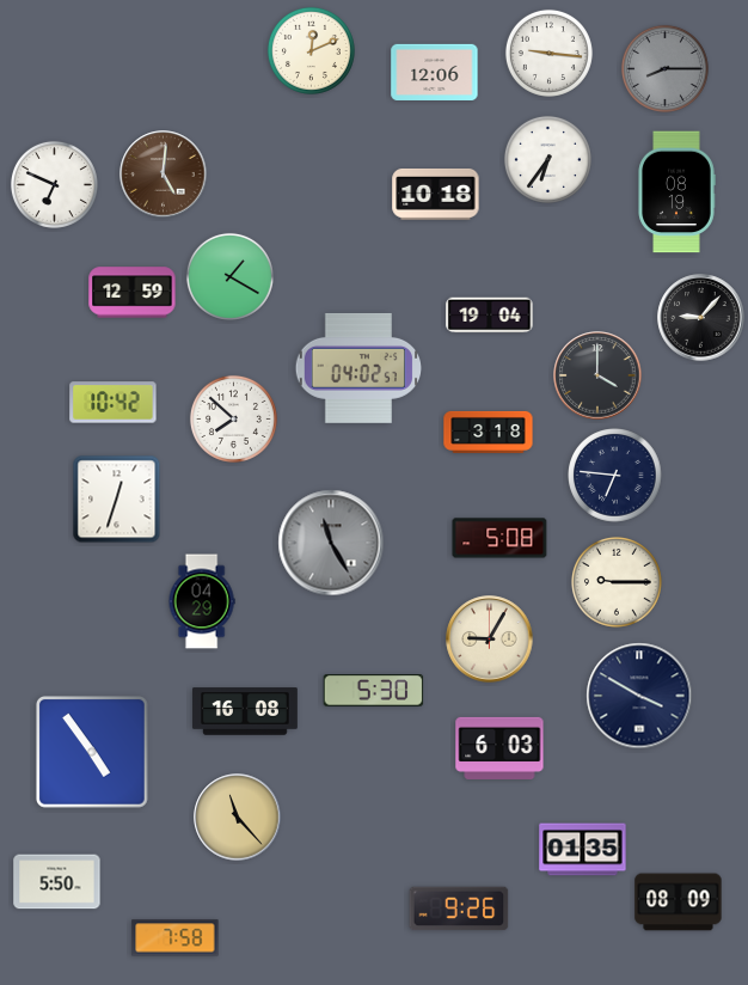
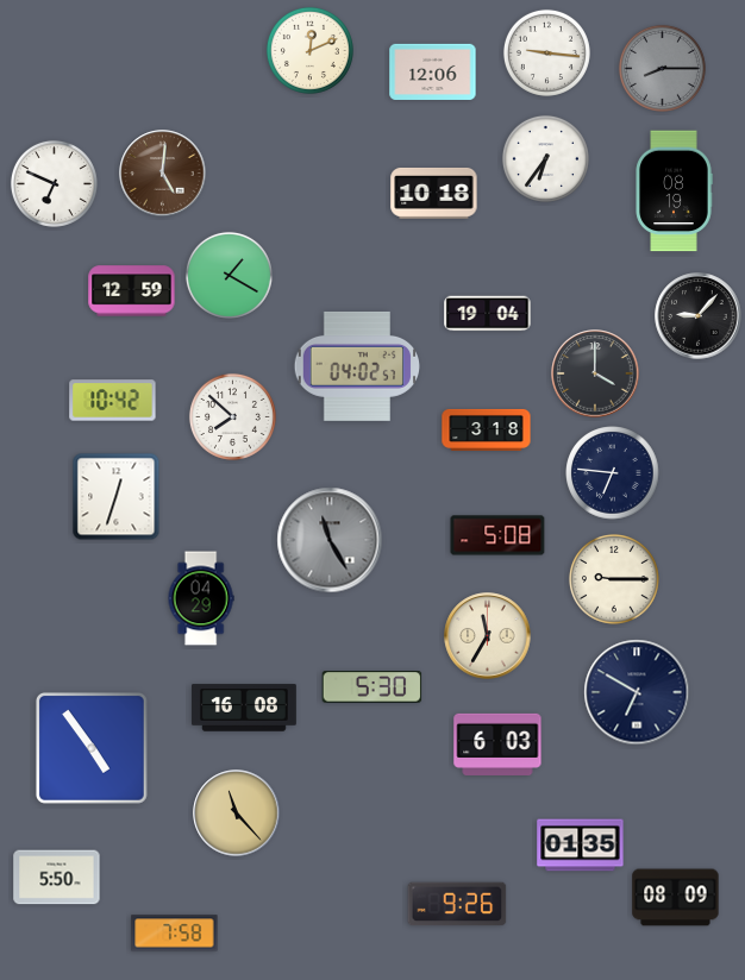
clock at (490, 640): 9:05 -> 11:35
clock at (639, 696): 3:50 -> 6:50
